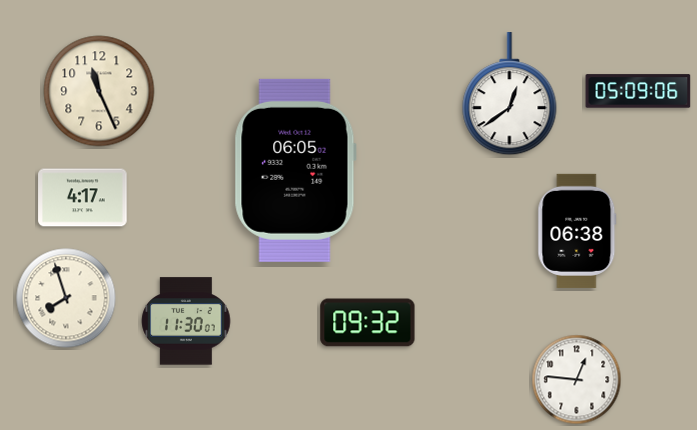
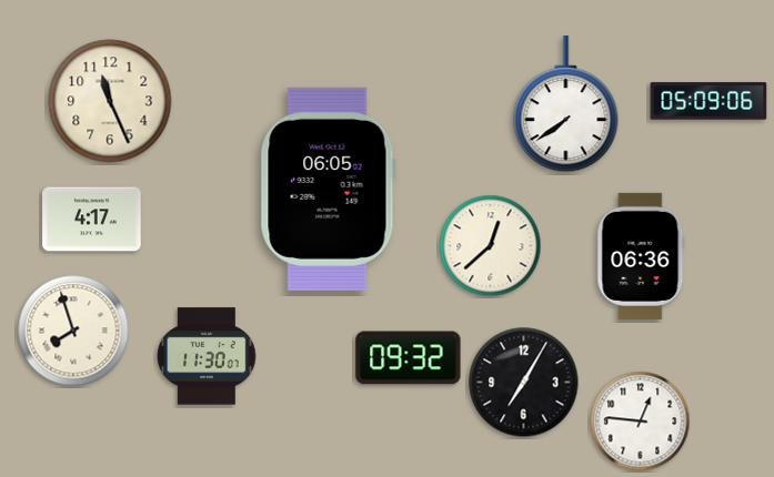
clock at (510, 94): 12:39 -> 7:39
clock at (491, 246): none -> 12:38
clock at (577, 231): 06:38 -> 06:36
clock at (524, 383): none -> 7:05
